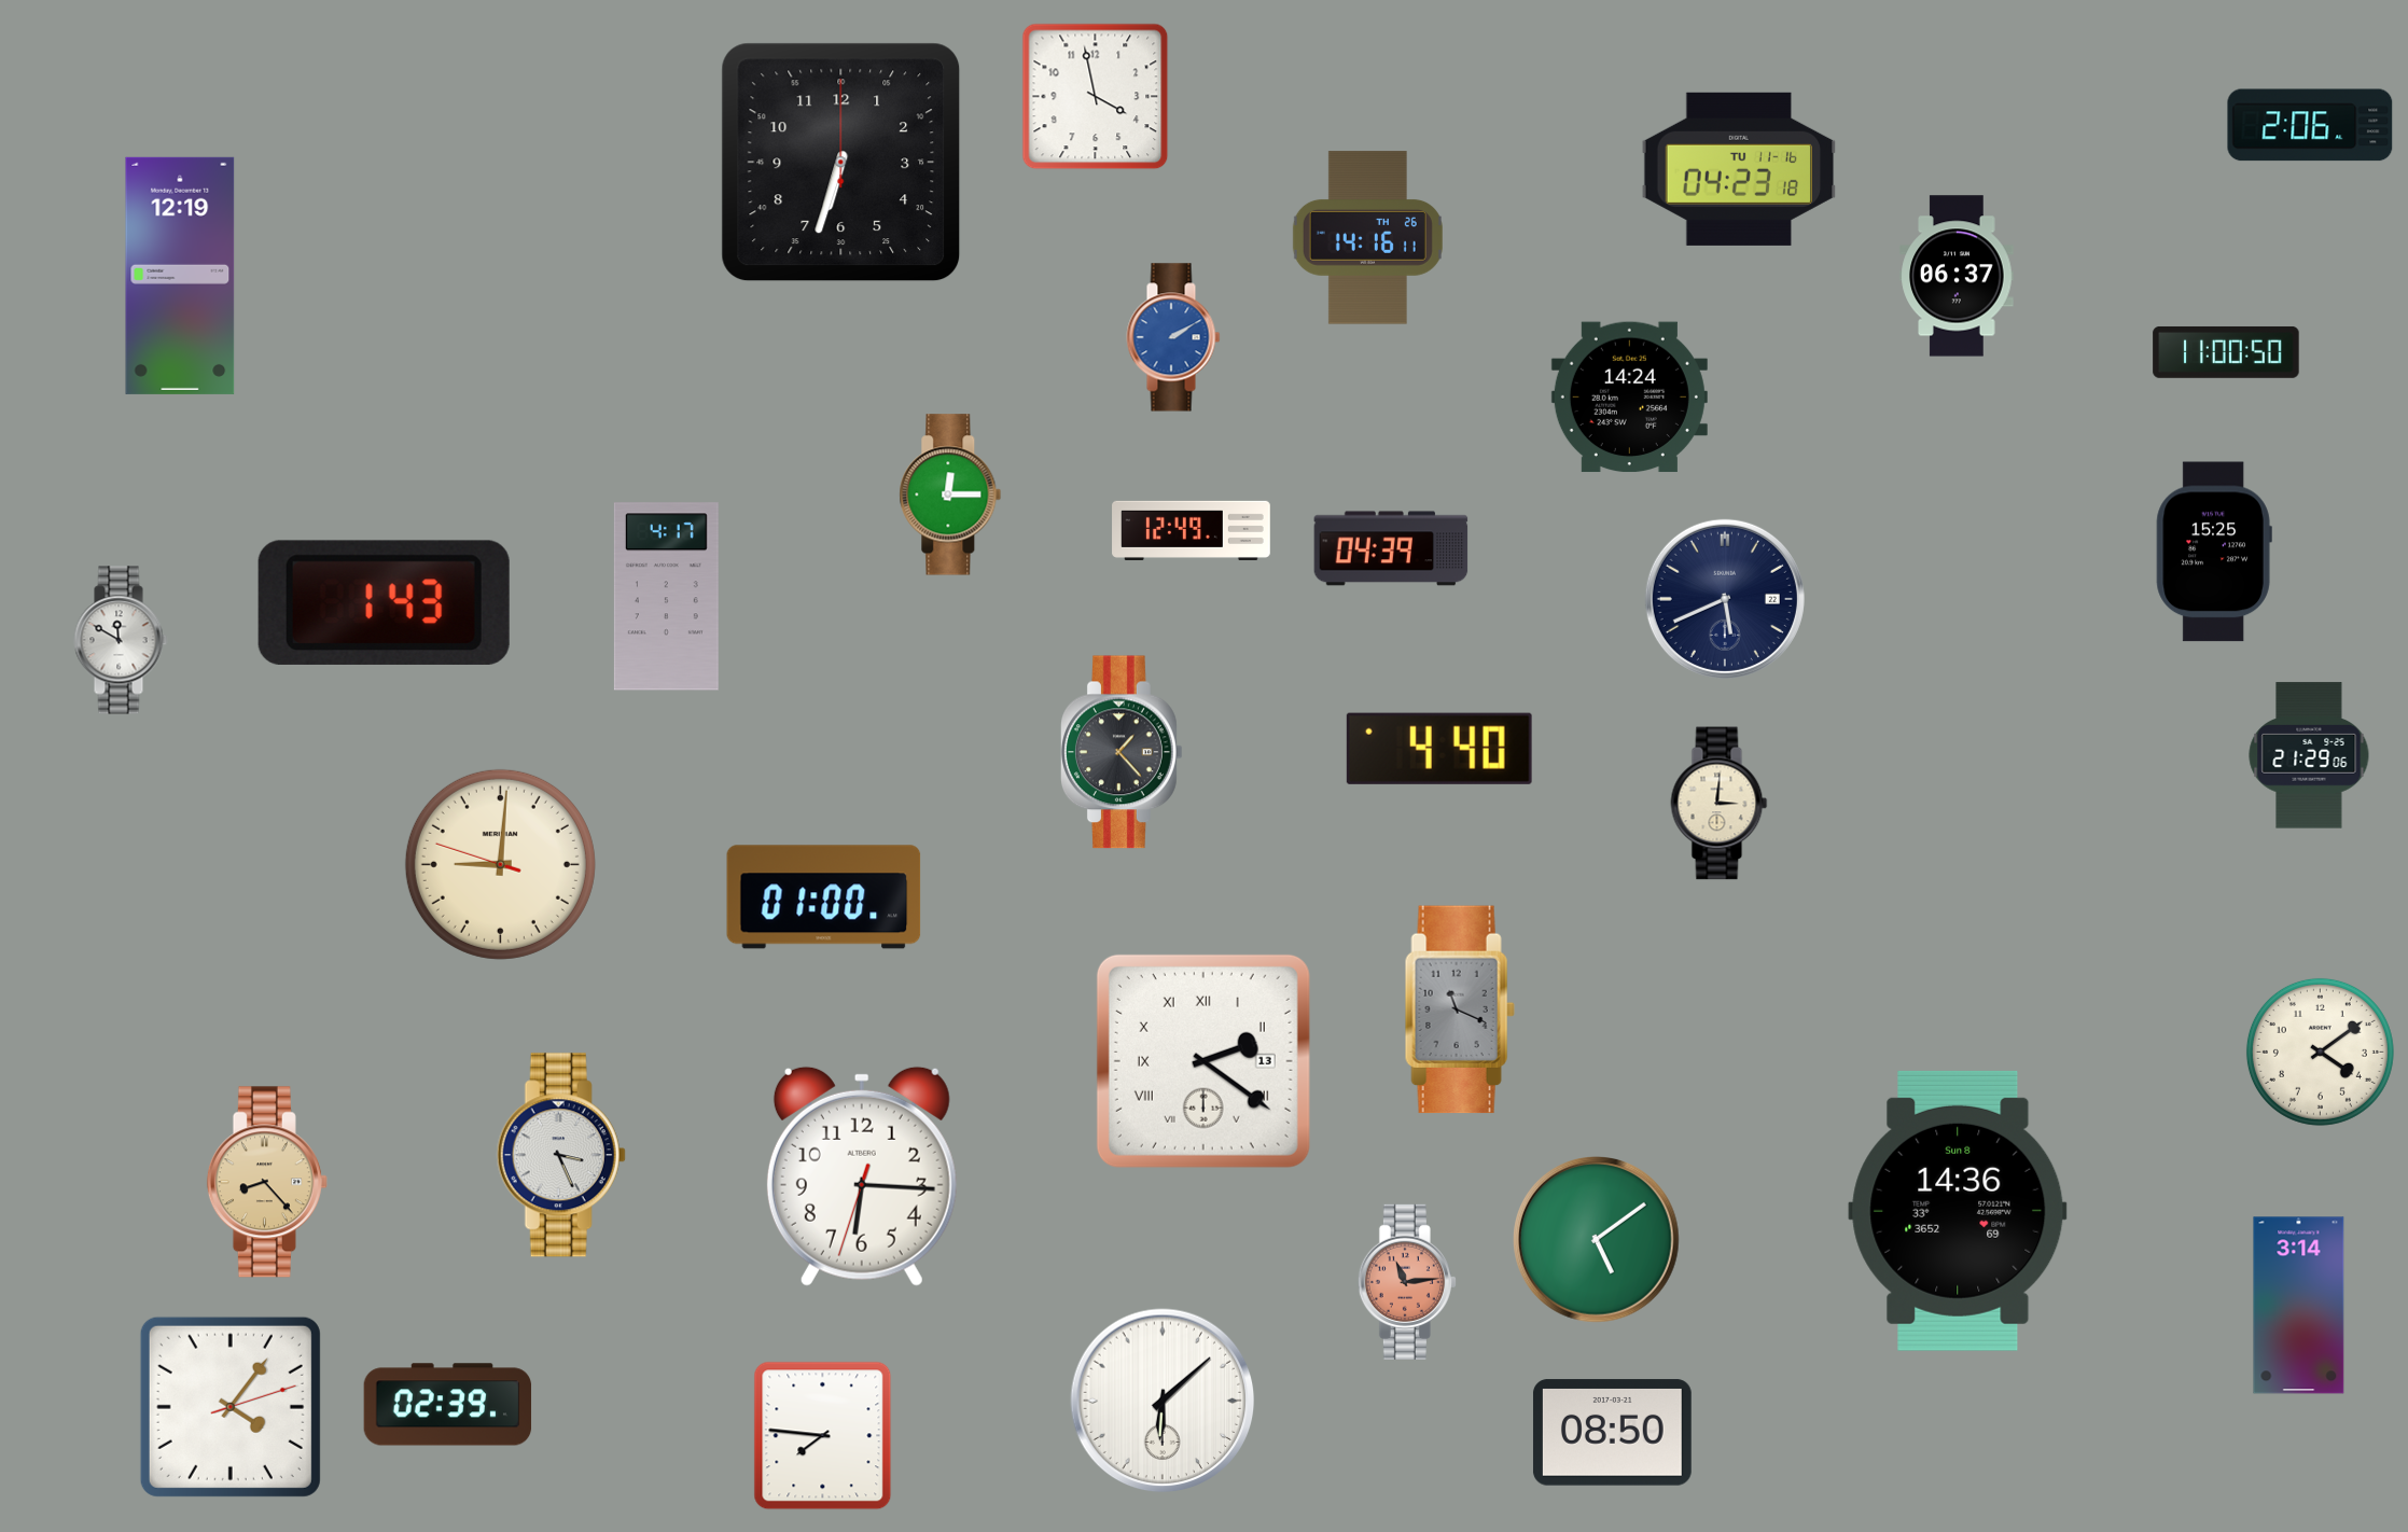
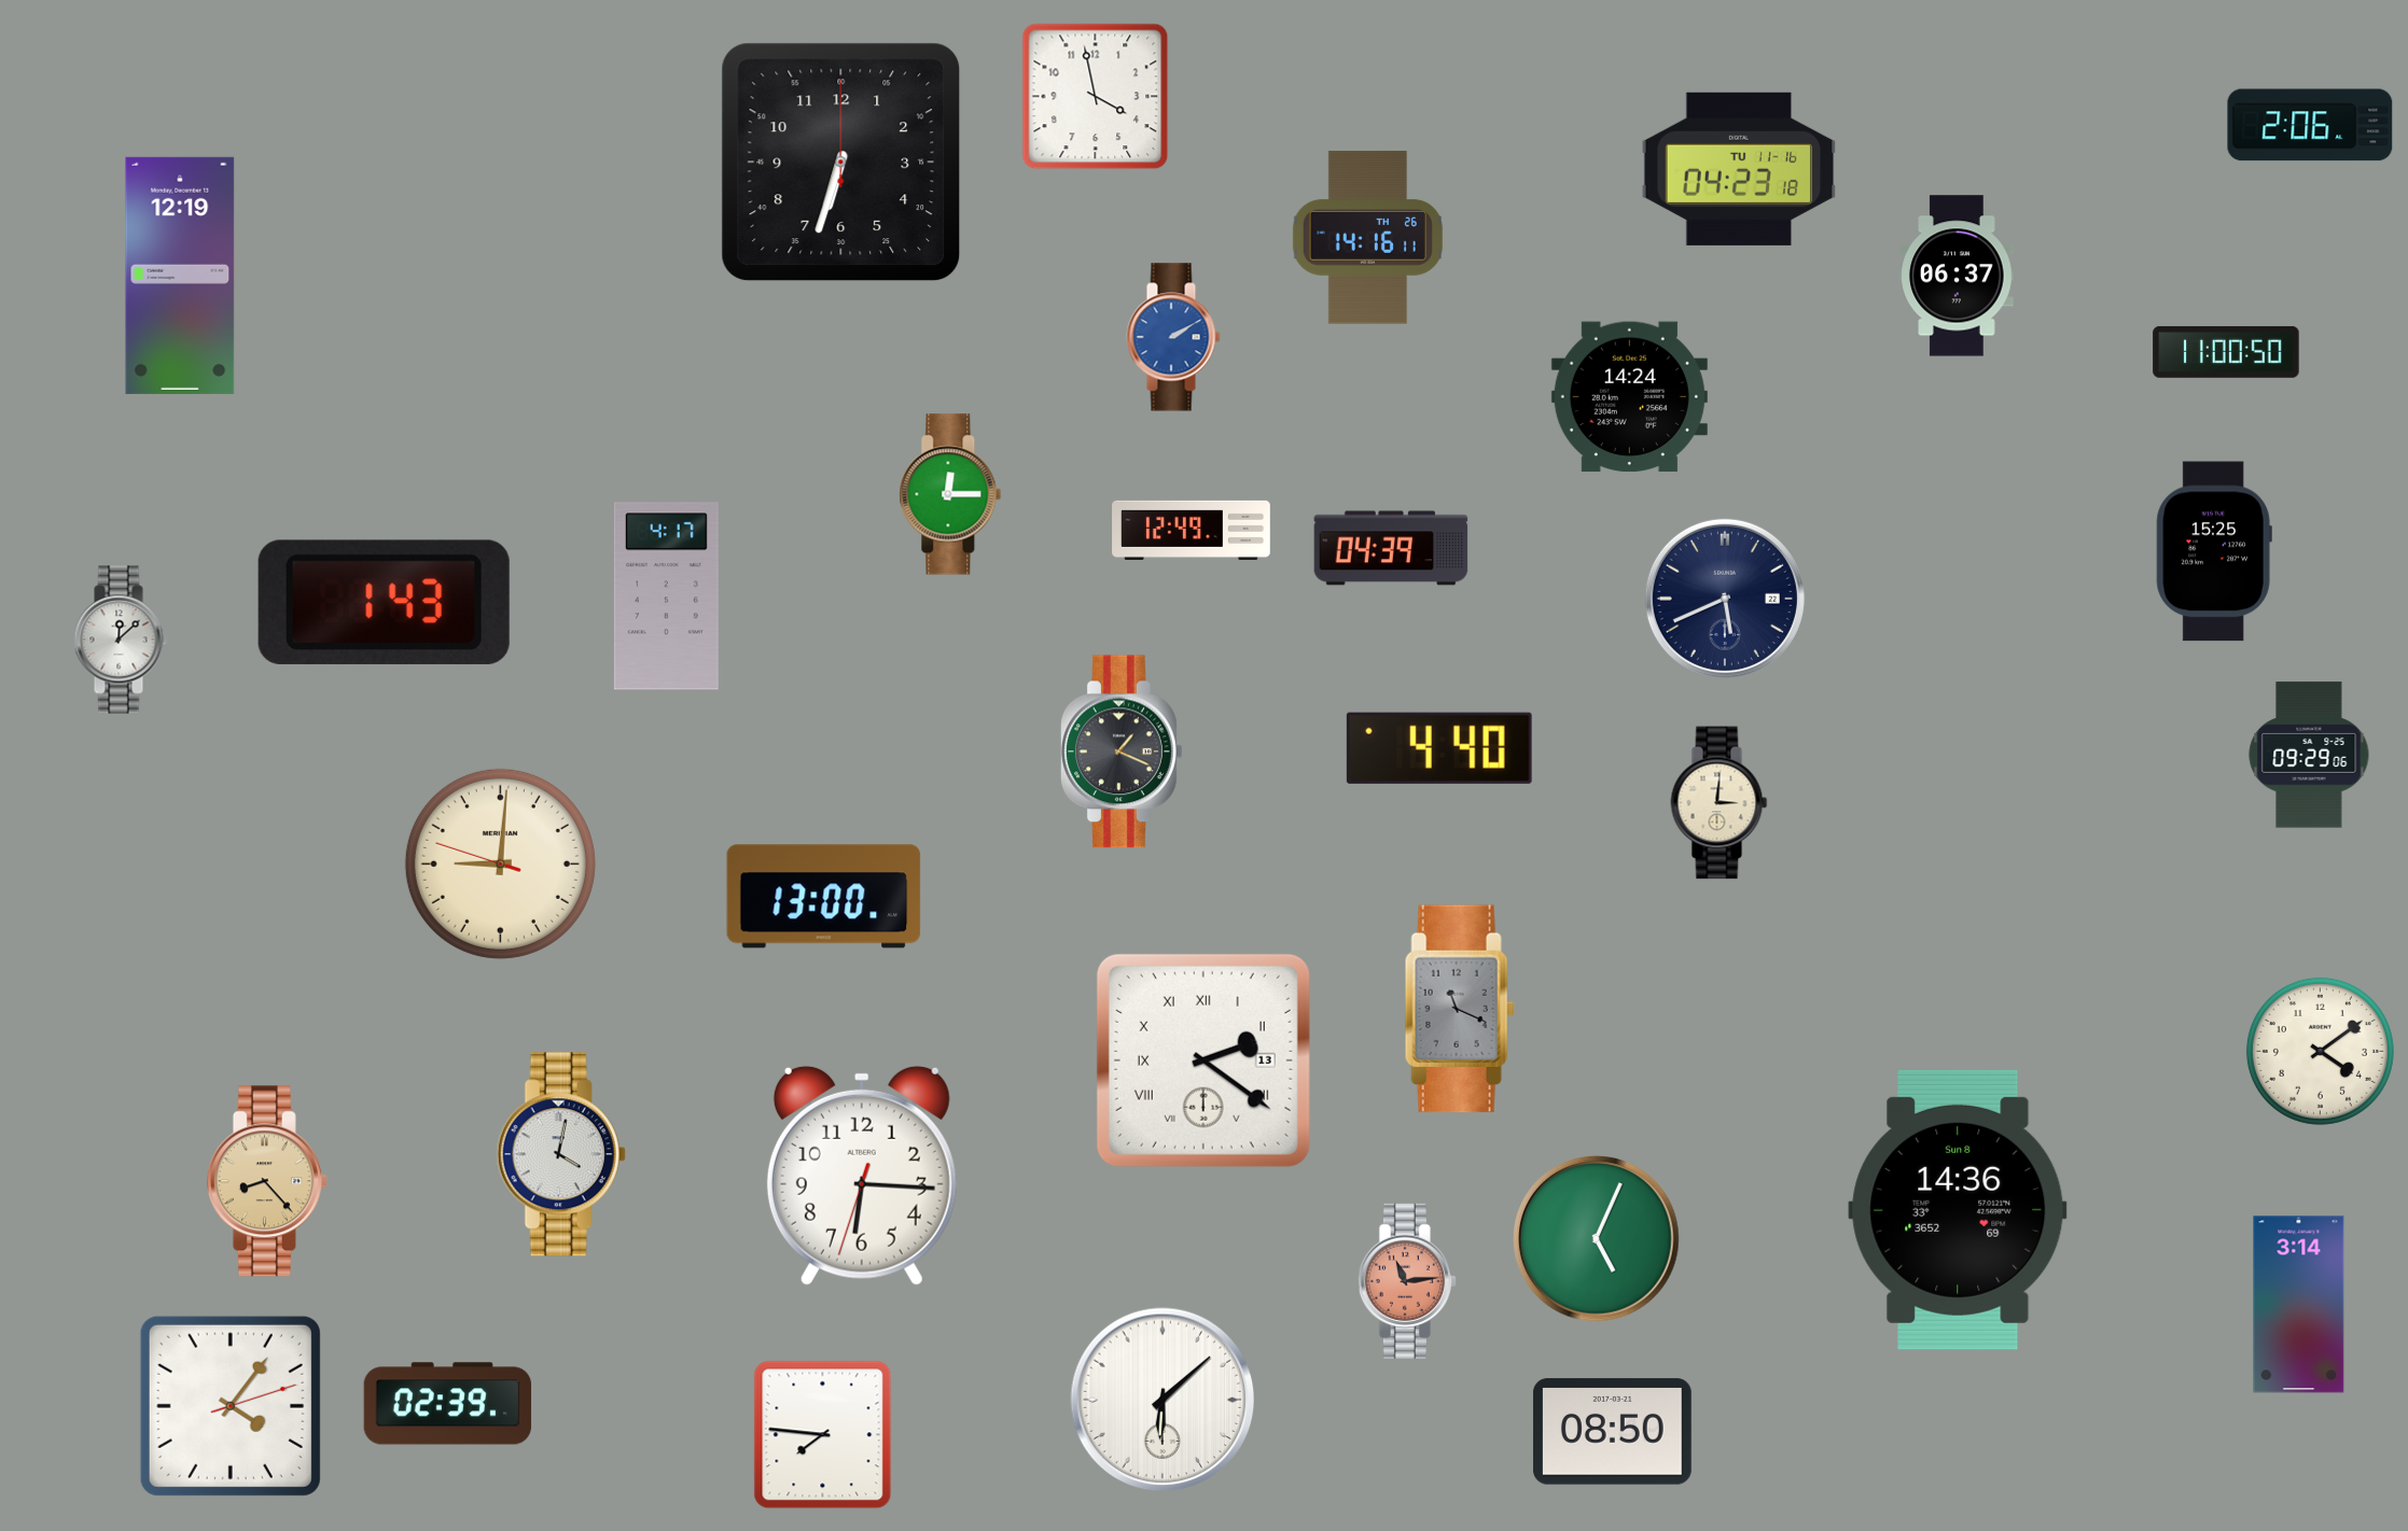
clock at (121, 640): 11:50 -> 12:08
clock at (1122, 752): 1:23 -> 1:19
clock at (2309, 755): 21:29 -> 09:29
clock at (824, 897): 01:00 -> 13:00
clock at (561, 1155): 3:26 -> 4:02
clock at (1597, 1240): 5:09 -> 5:04
